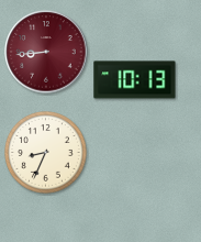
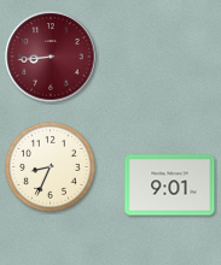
clock at (135, 80): 10:13 -> none
clock at (170, 185): none -> 9:01
